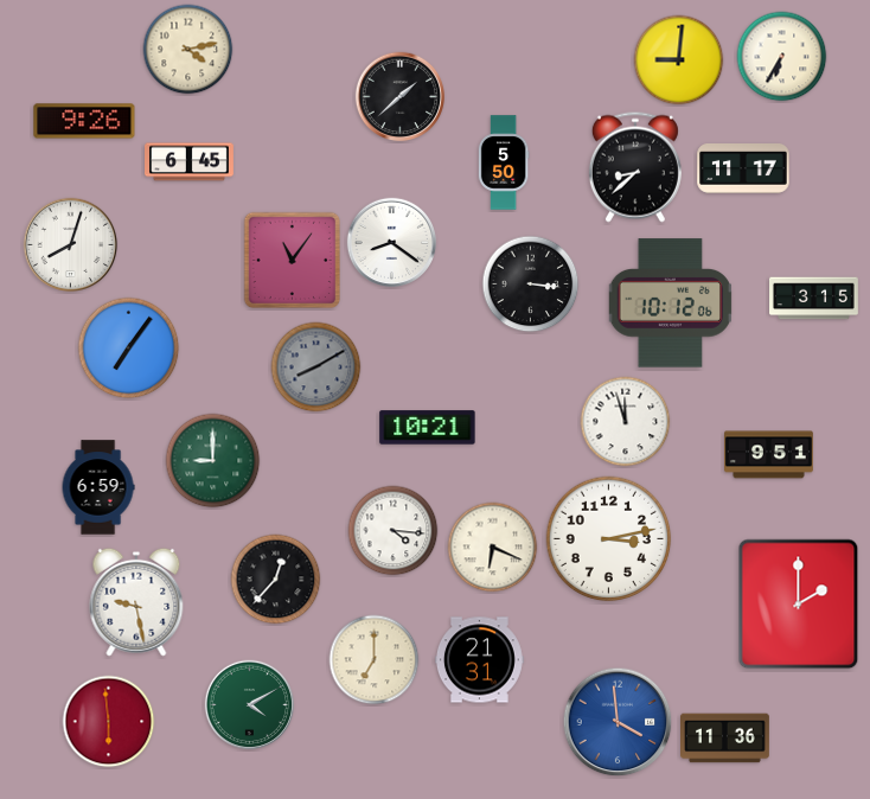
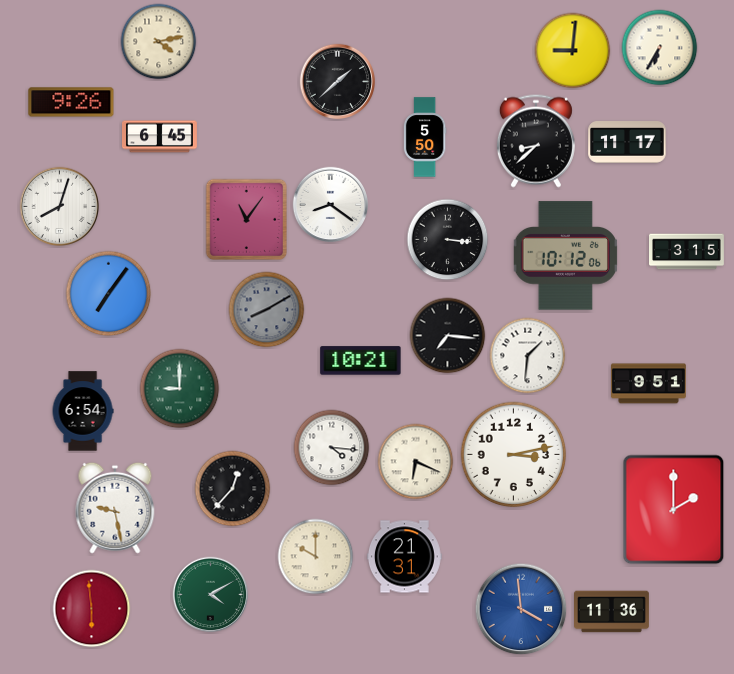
clock at (448, 336): none -> 7:16
clock at (626, 422): 11:57 -> 1:31
clock at (98, 487): 6:59 -> 6:54
clock at (375, 660): 7:00 -> 10:00
clock at (725, 739) position: (725, 739) -> (612, 612)
